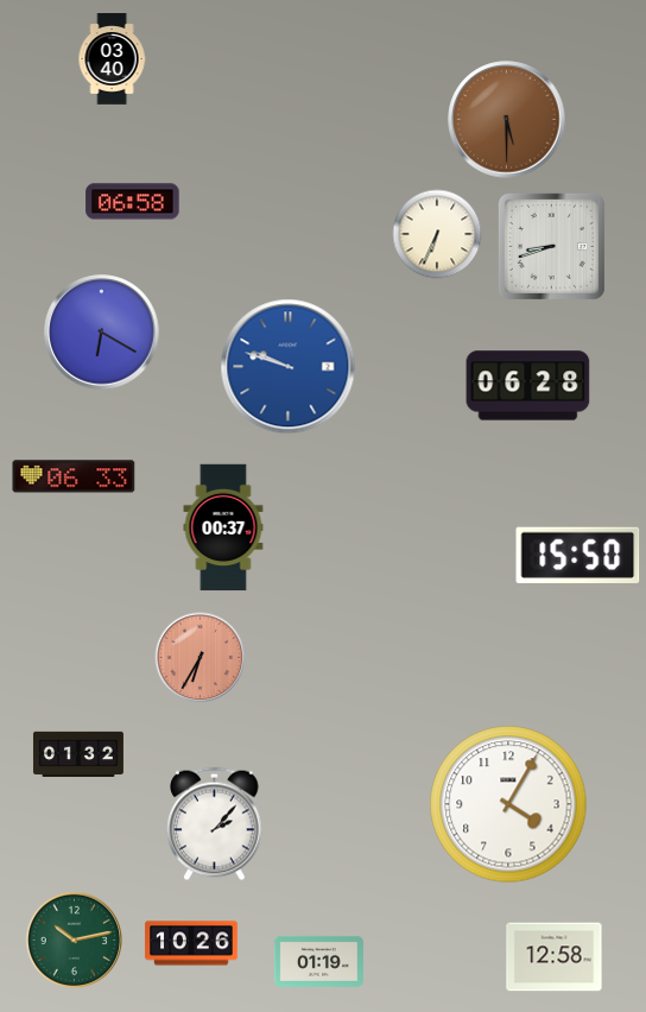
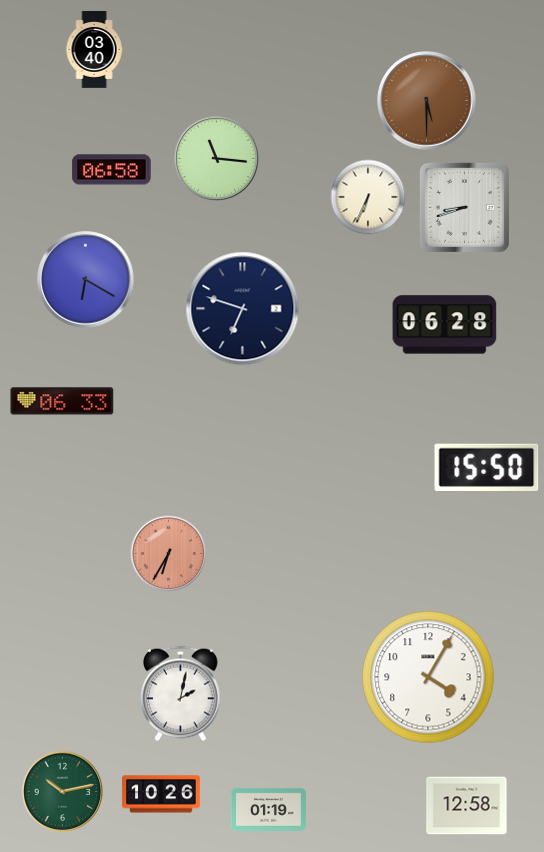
clock at (216, 158): none -> 11:16
clock at (289, 367): 9:48 -> 6:48
clock at (289, 367) dial: blue -> navy
clock at (223, 527): 00:37 -> none
clock at (78, 754): 01:32 -> none
clock at (215, 824): 2:07 -> 2:02
